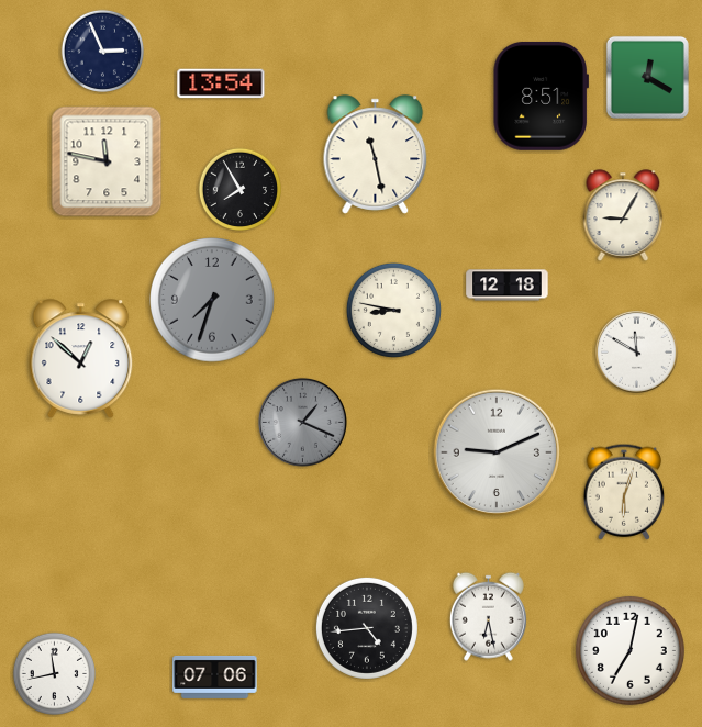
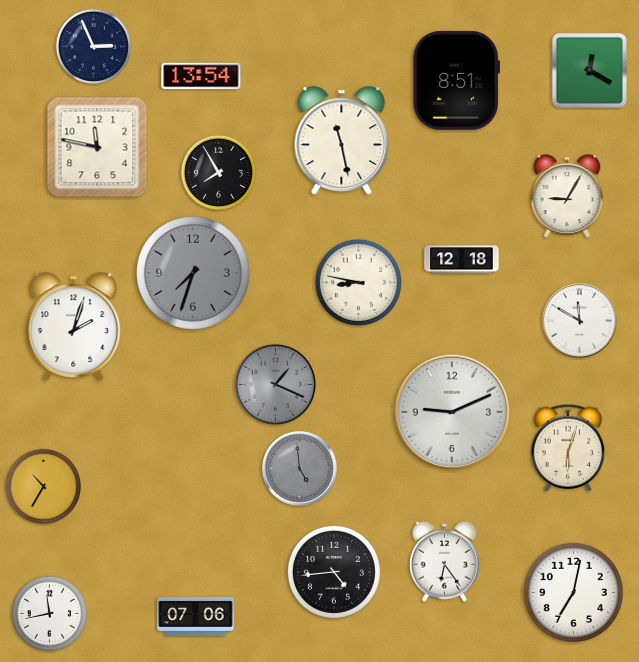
clock at (541, 96) position: (541, 96) -> (456, 80)
clock at (81, 359): 12:52 -> 2:03
clock at (300, 469): none -> 4:59
clock at (43, 486): none -> 10:35
clock at (488, 616): 6:28 -> 6:24
